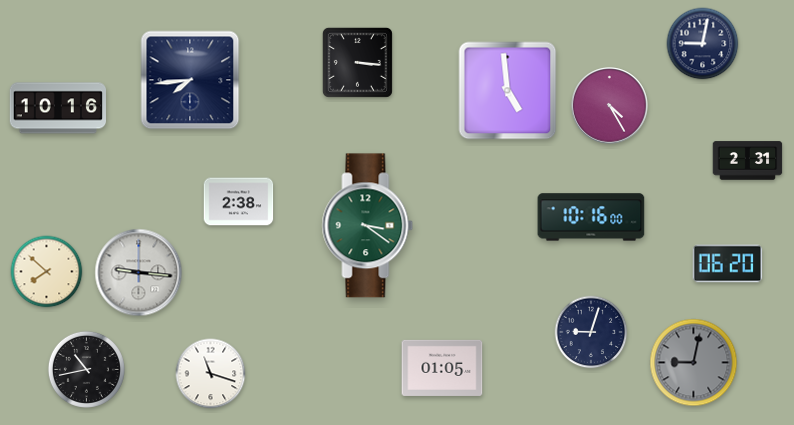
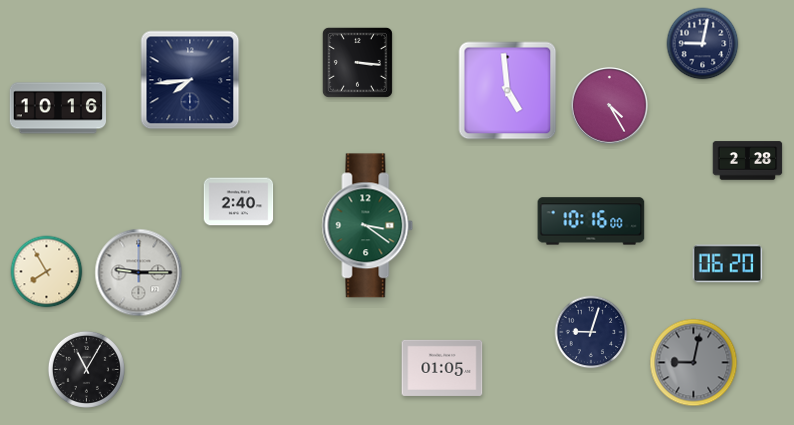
clock at (748, 161): 2:31 -> 2:28
clock at (239, 202): 2:38 -> 2:40
clock at (591, 217) position: (591, 217) -> (591, 221)
clock at (47, 272): 7:52 -> 7:55
clock at (139, 273): 9:16 -> 9:15
clock at (86, 369): 10:43 -> 11:05
clock at (211, 374): 11:18 -> none
